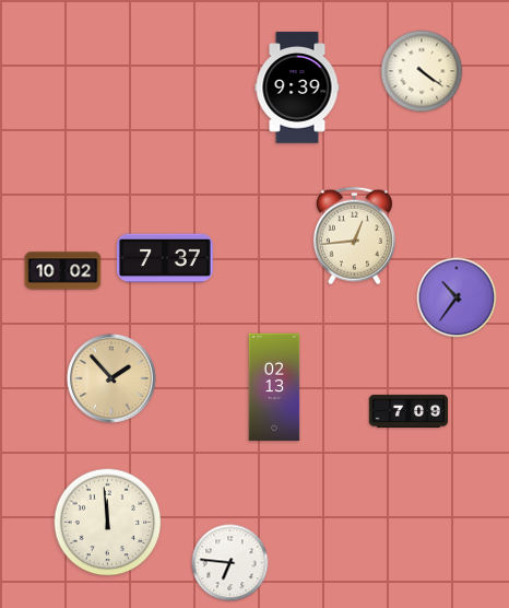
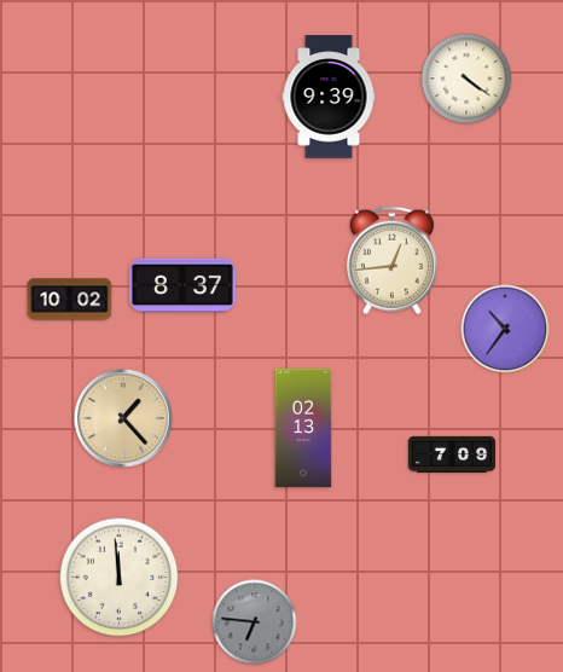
clock at (165, 258): 7:37 -> 8:37
clock at (111, 378): 1:53 -> 1:23
clock at (230, 563) dial: white -> grey
